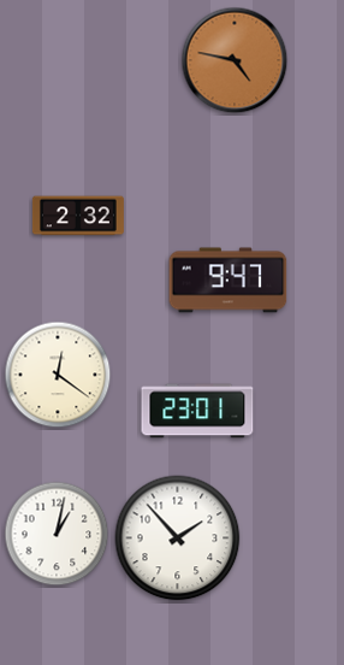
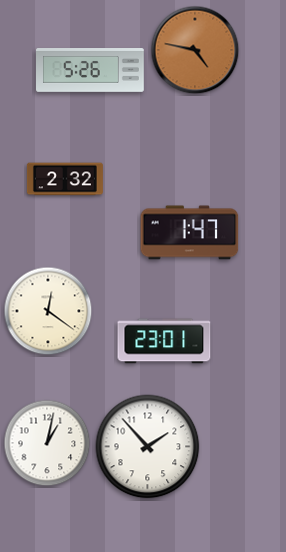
clock at (91, 71): none -> 5:26
clock at (229, 281): 9:47 -> 1:47
